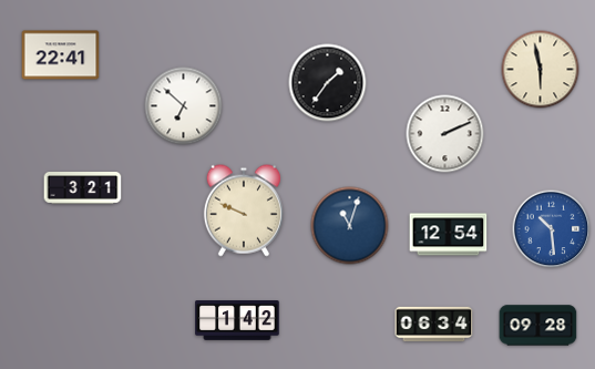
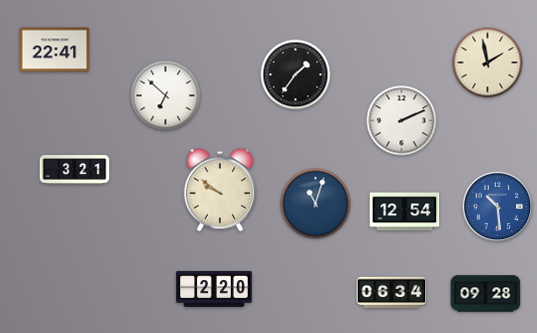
clock at (541, 70): 5:58 -> 1:58
clock at (244, 211): 9:49 -> 9:51
clock at (237, 320): 1:42 -> 2:20
